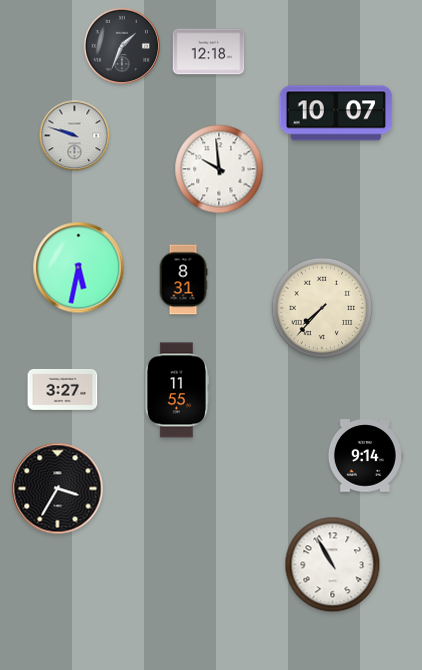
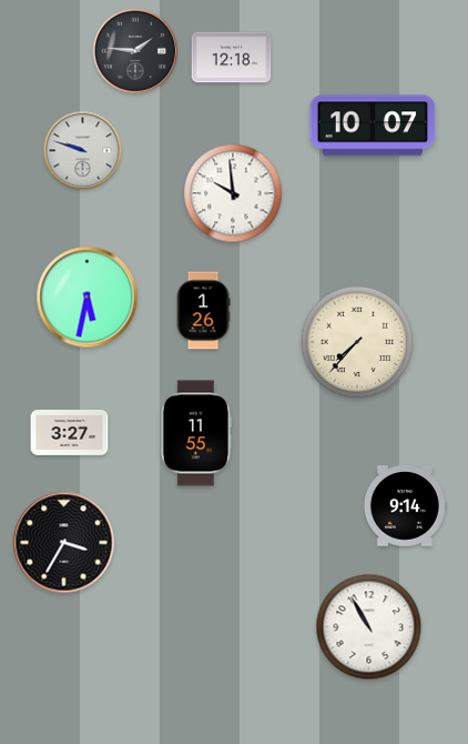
clock at (121, 45): 1:34 -> 1:46
clock at (219, 169) position: (219, 169) -> (233, 193)
clock at (183, 280): 8:31 -> 1:26
